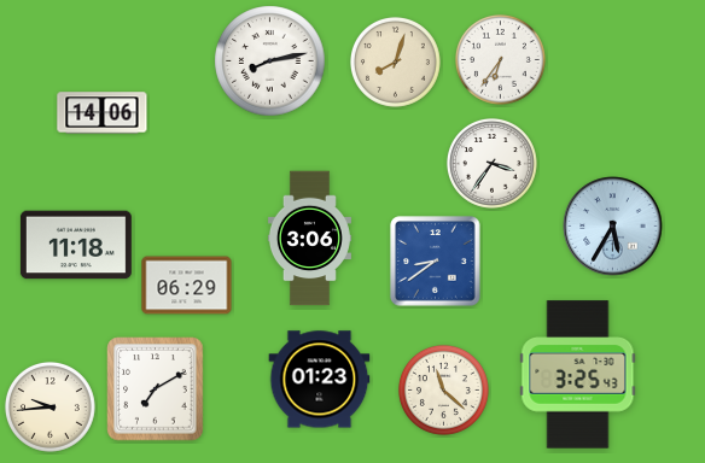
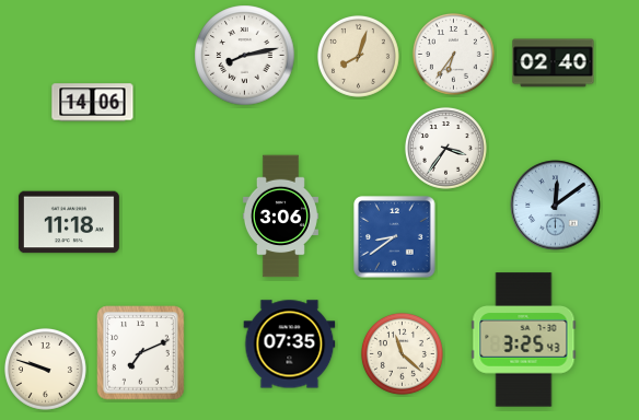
clock at (554, 63): none -> 02:40
clock at (613, 227): 5:35 -> 12:09
clock at (187, 286): 06:29 -> none
clock at (320, 380): 01:23 -> 07:35
clock at (156, 389): 7:10 -> 7:11
clock at (49, 406): 9:44 -> 9:48
